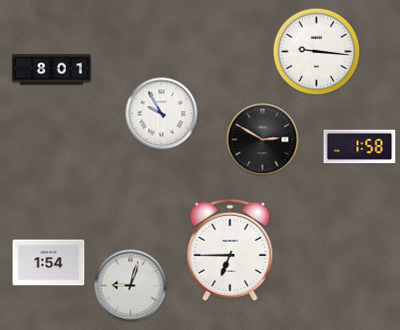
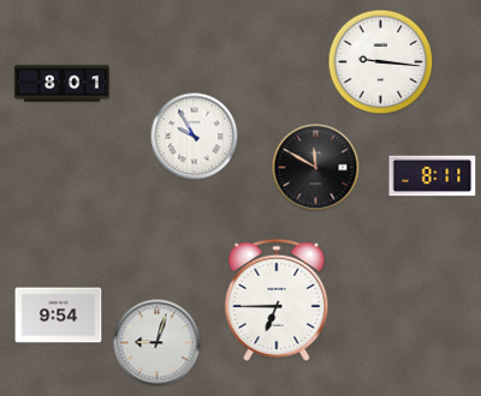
clock at (263, 140): 2:50 -> 11:50
clock at (360, 147): 1:58 -> 8:11
clock at (49, 263): 1:54 -> 9:54
